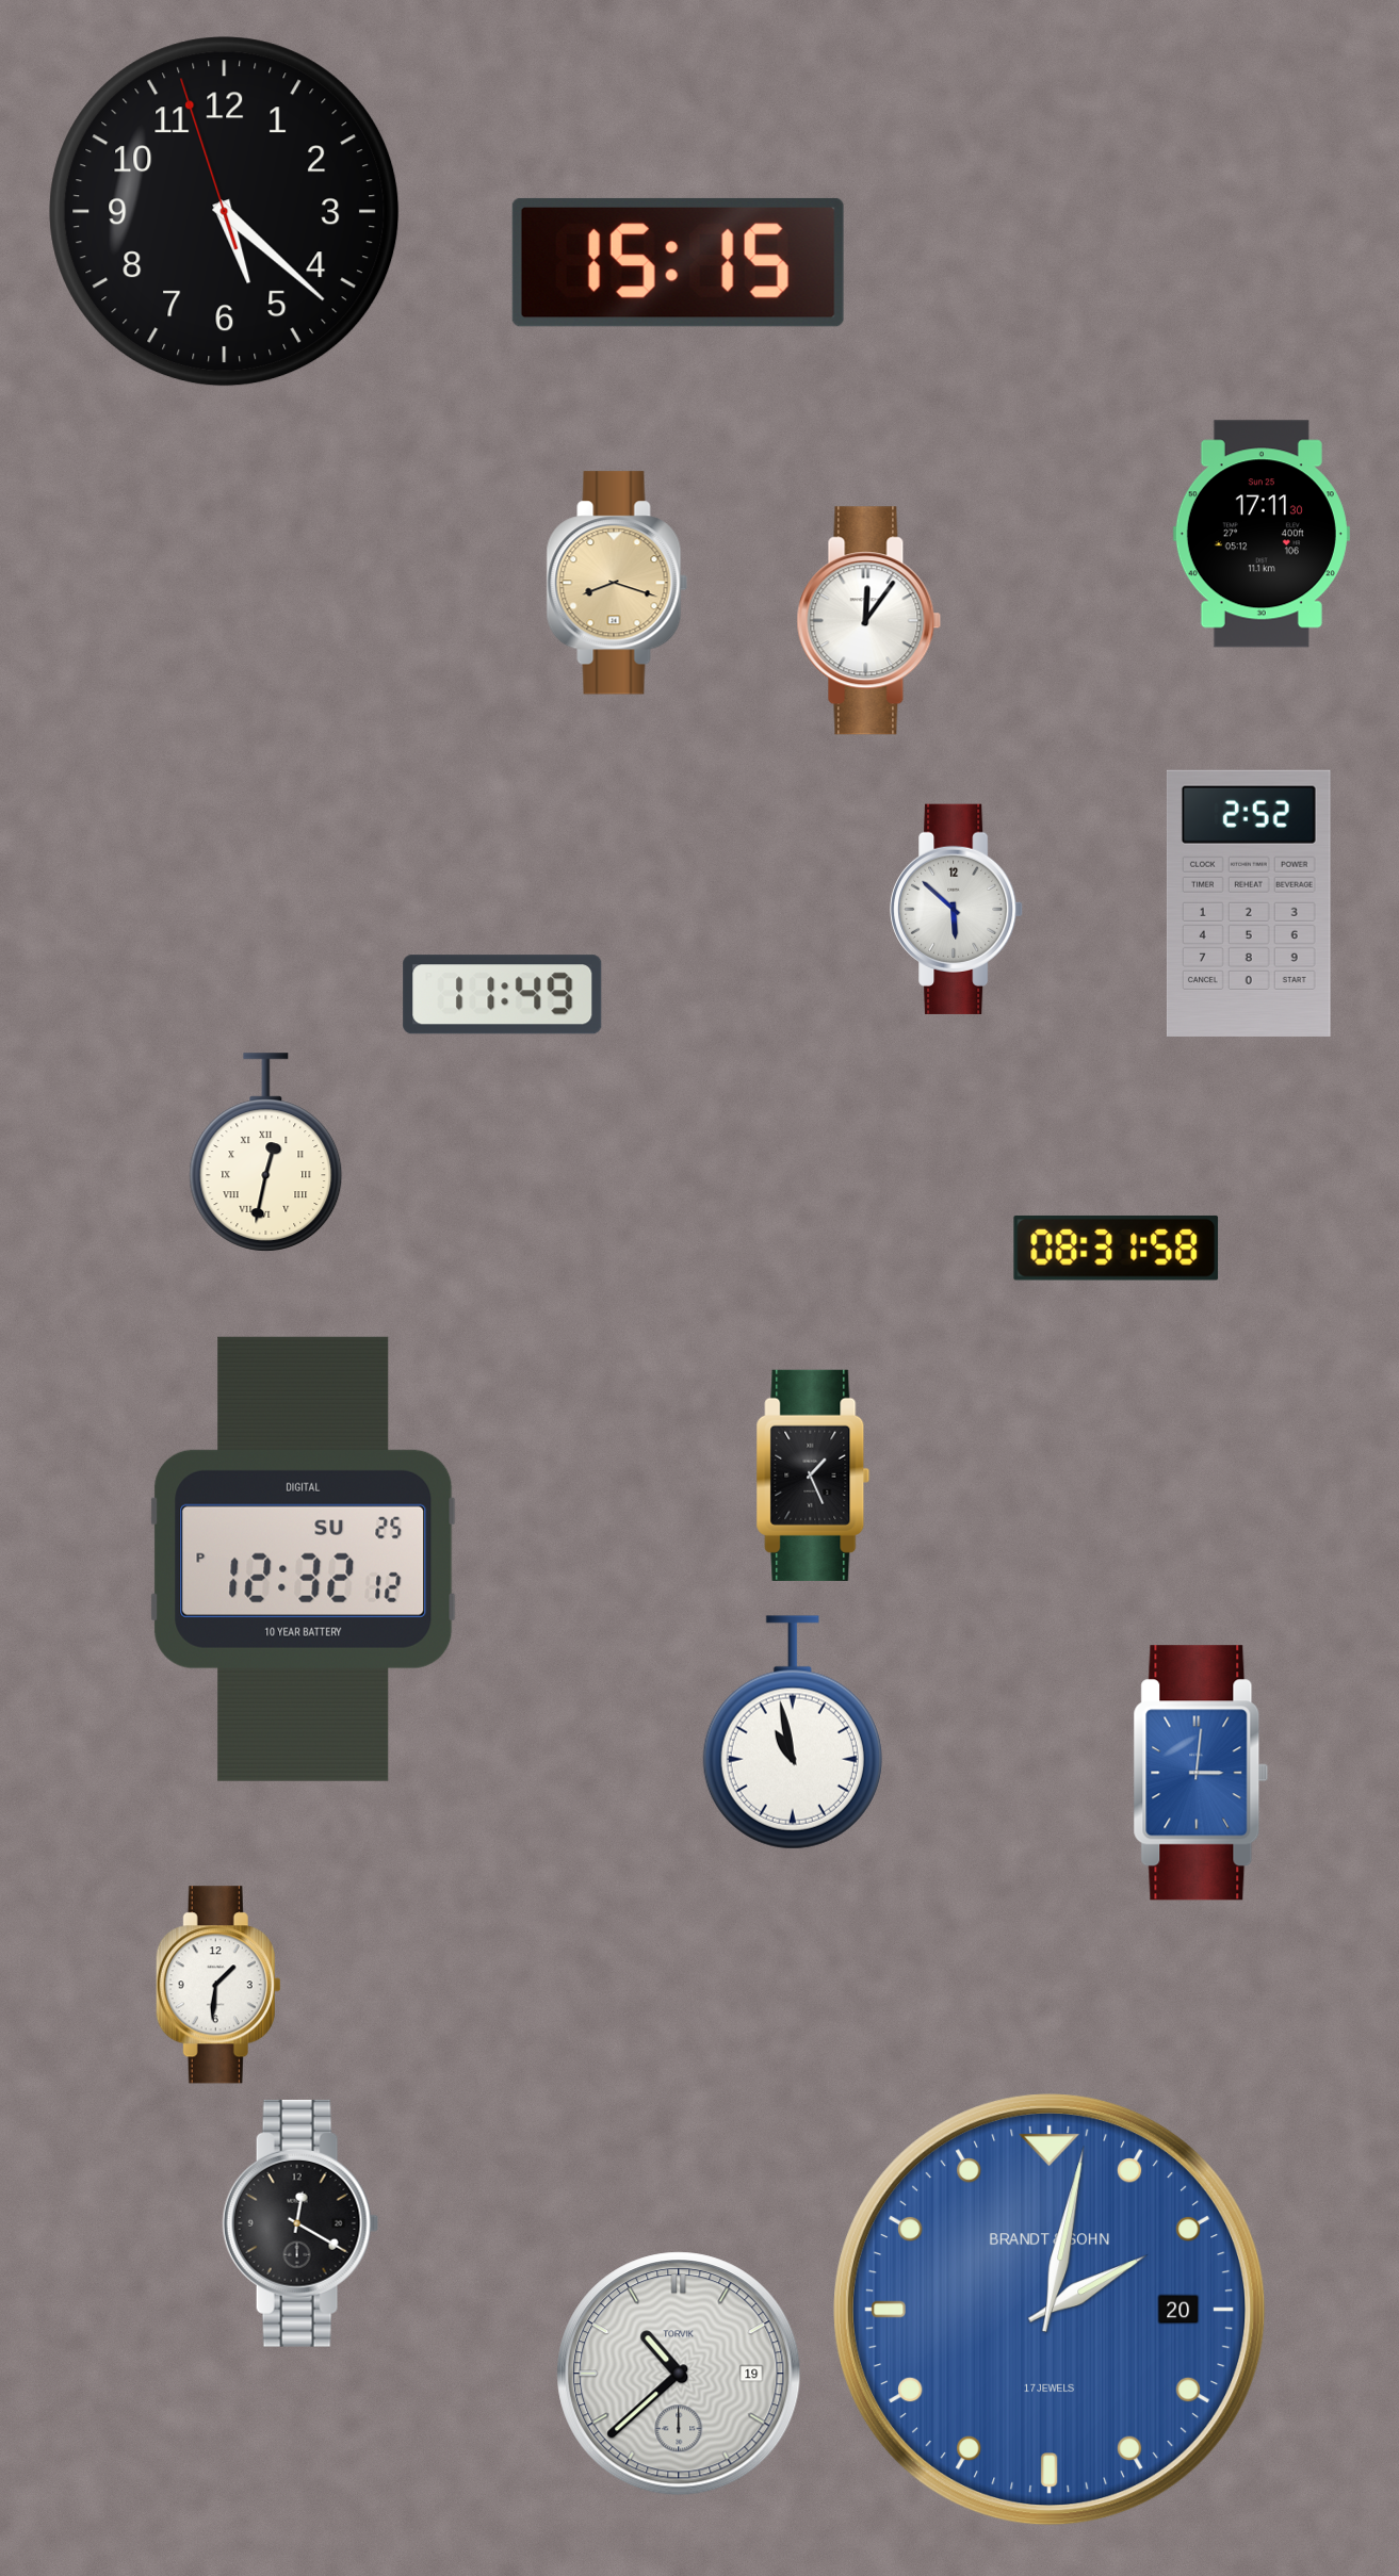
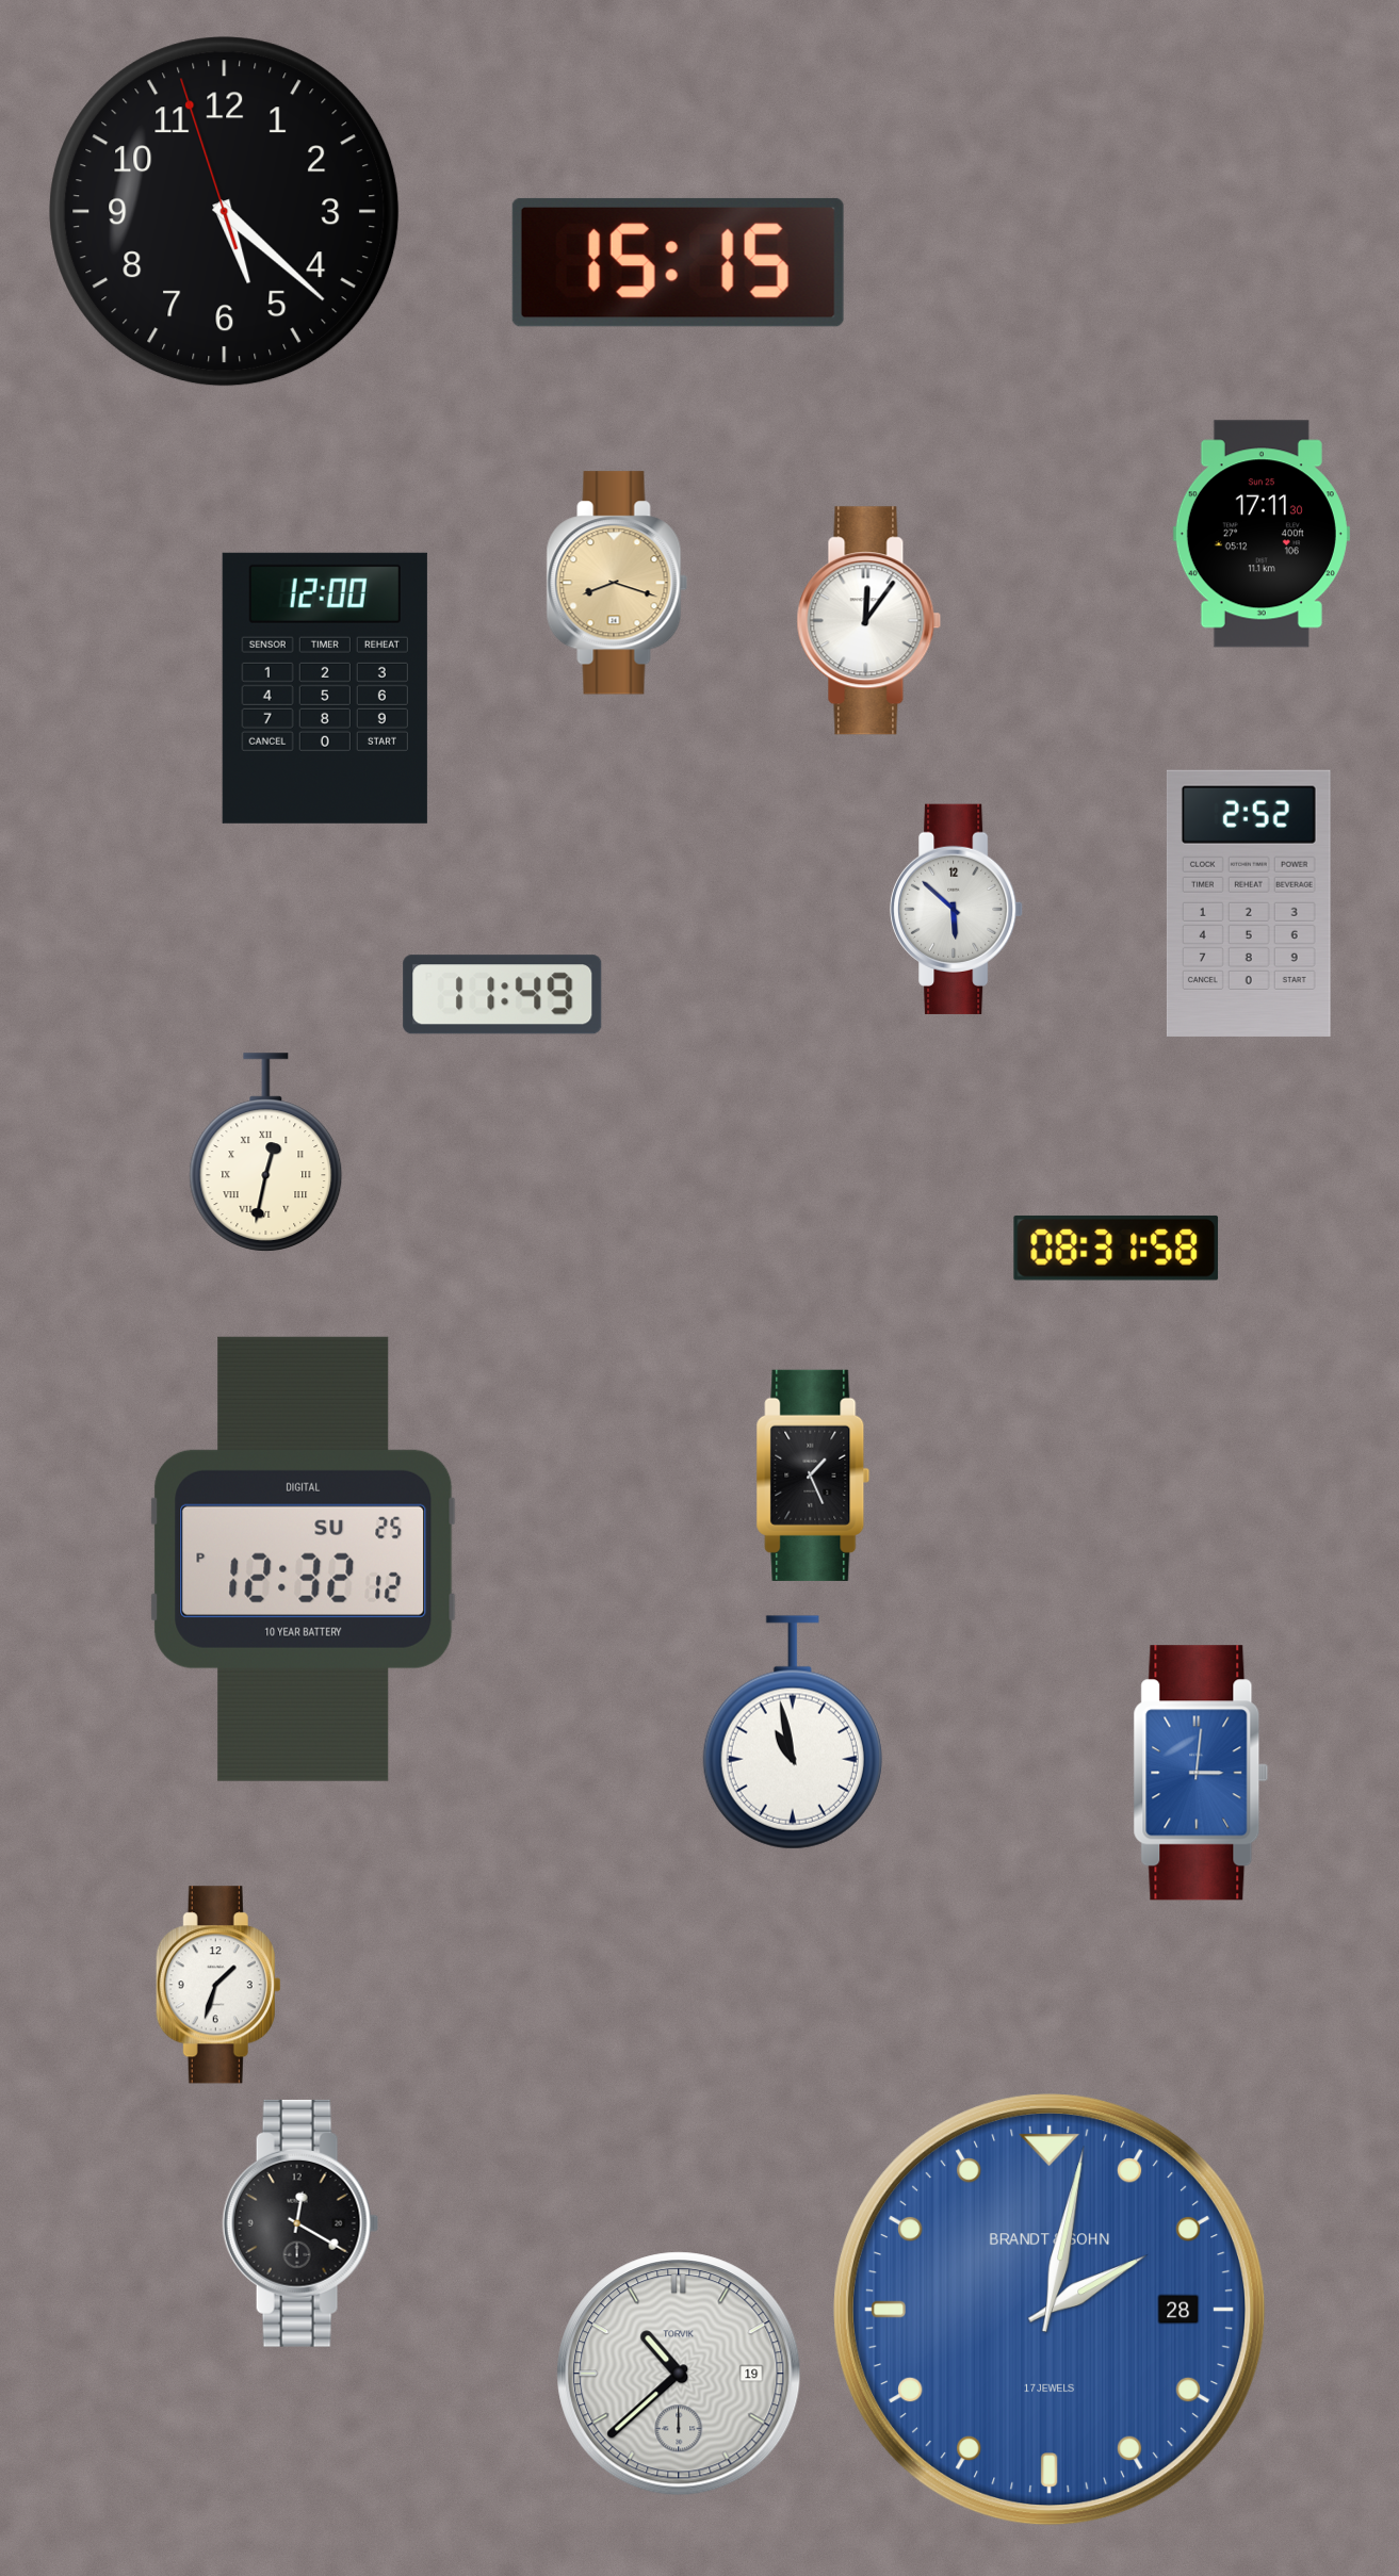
clock at (325, 688): none -> 12:00
clock at (218, 1985): 1:31 -> 1:33
clock at (1050, 2310) date: 20 -> 28
